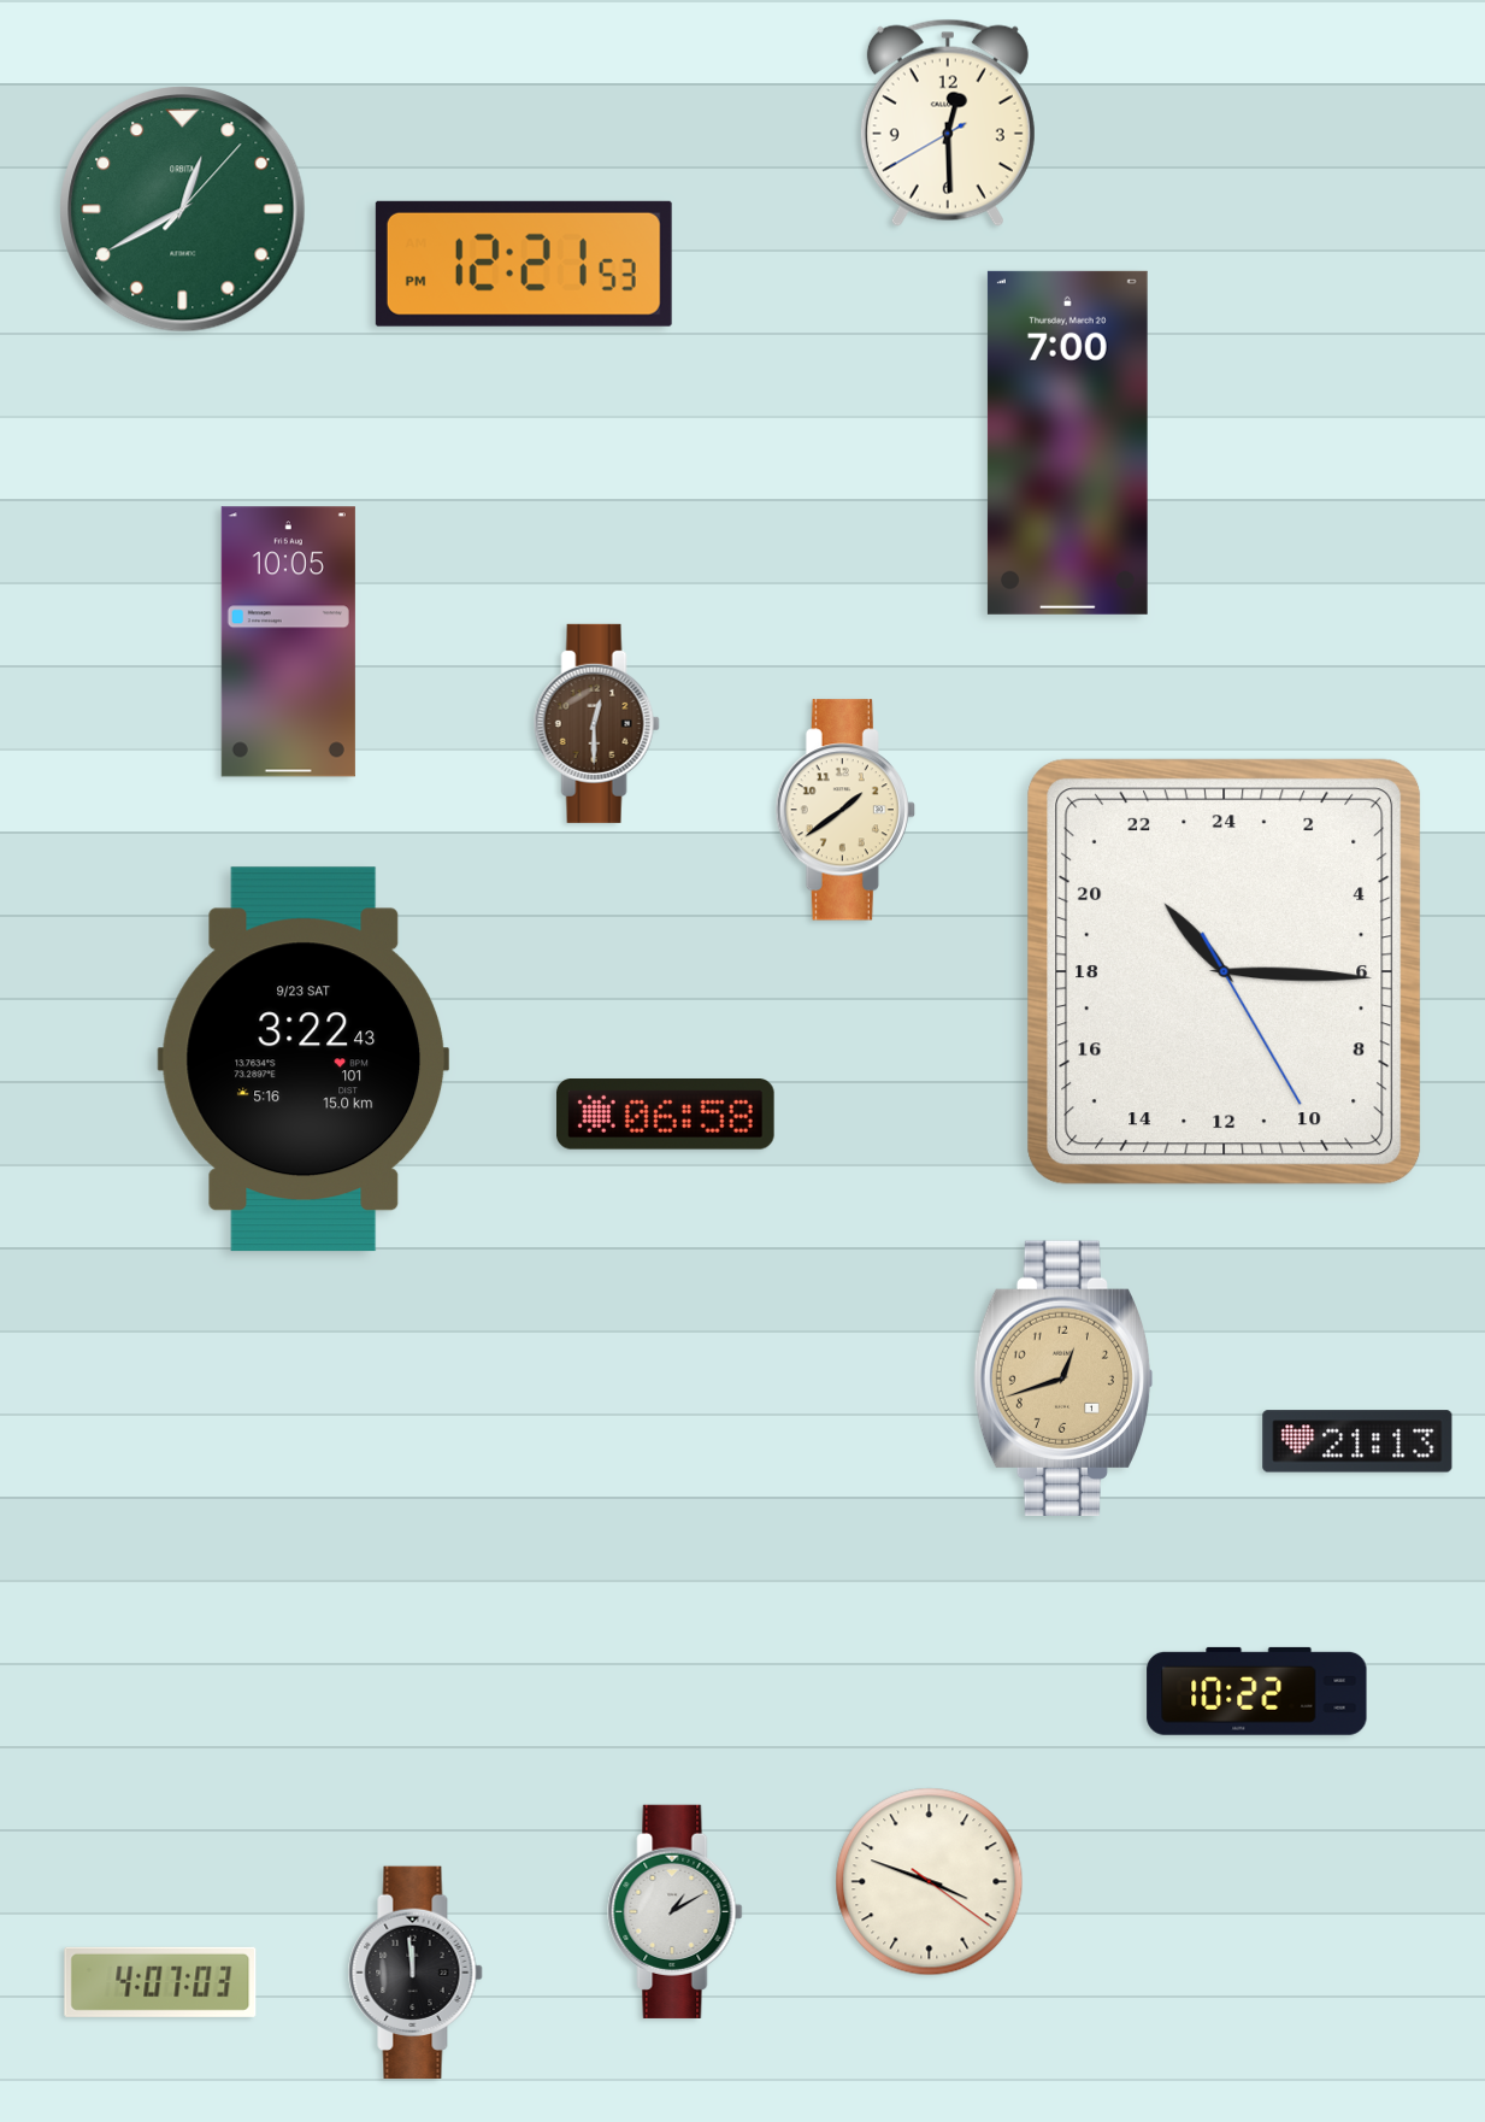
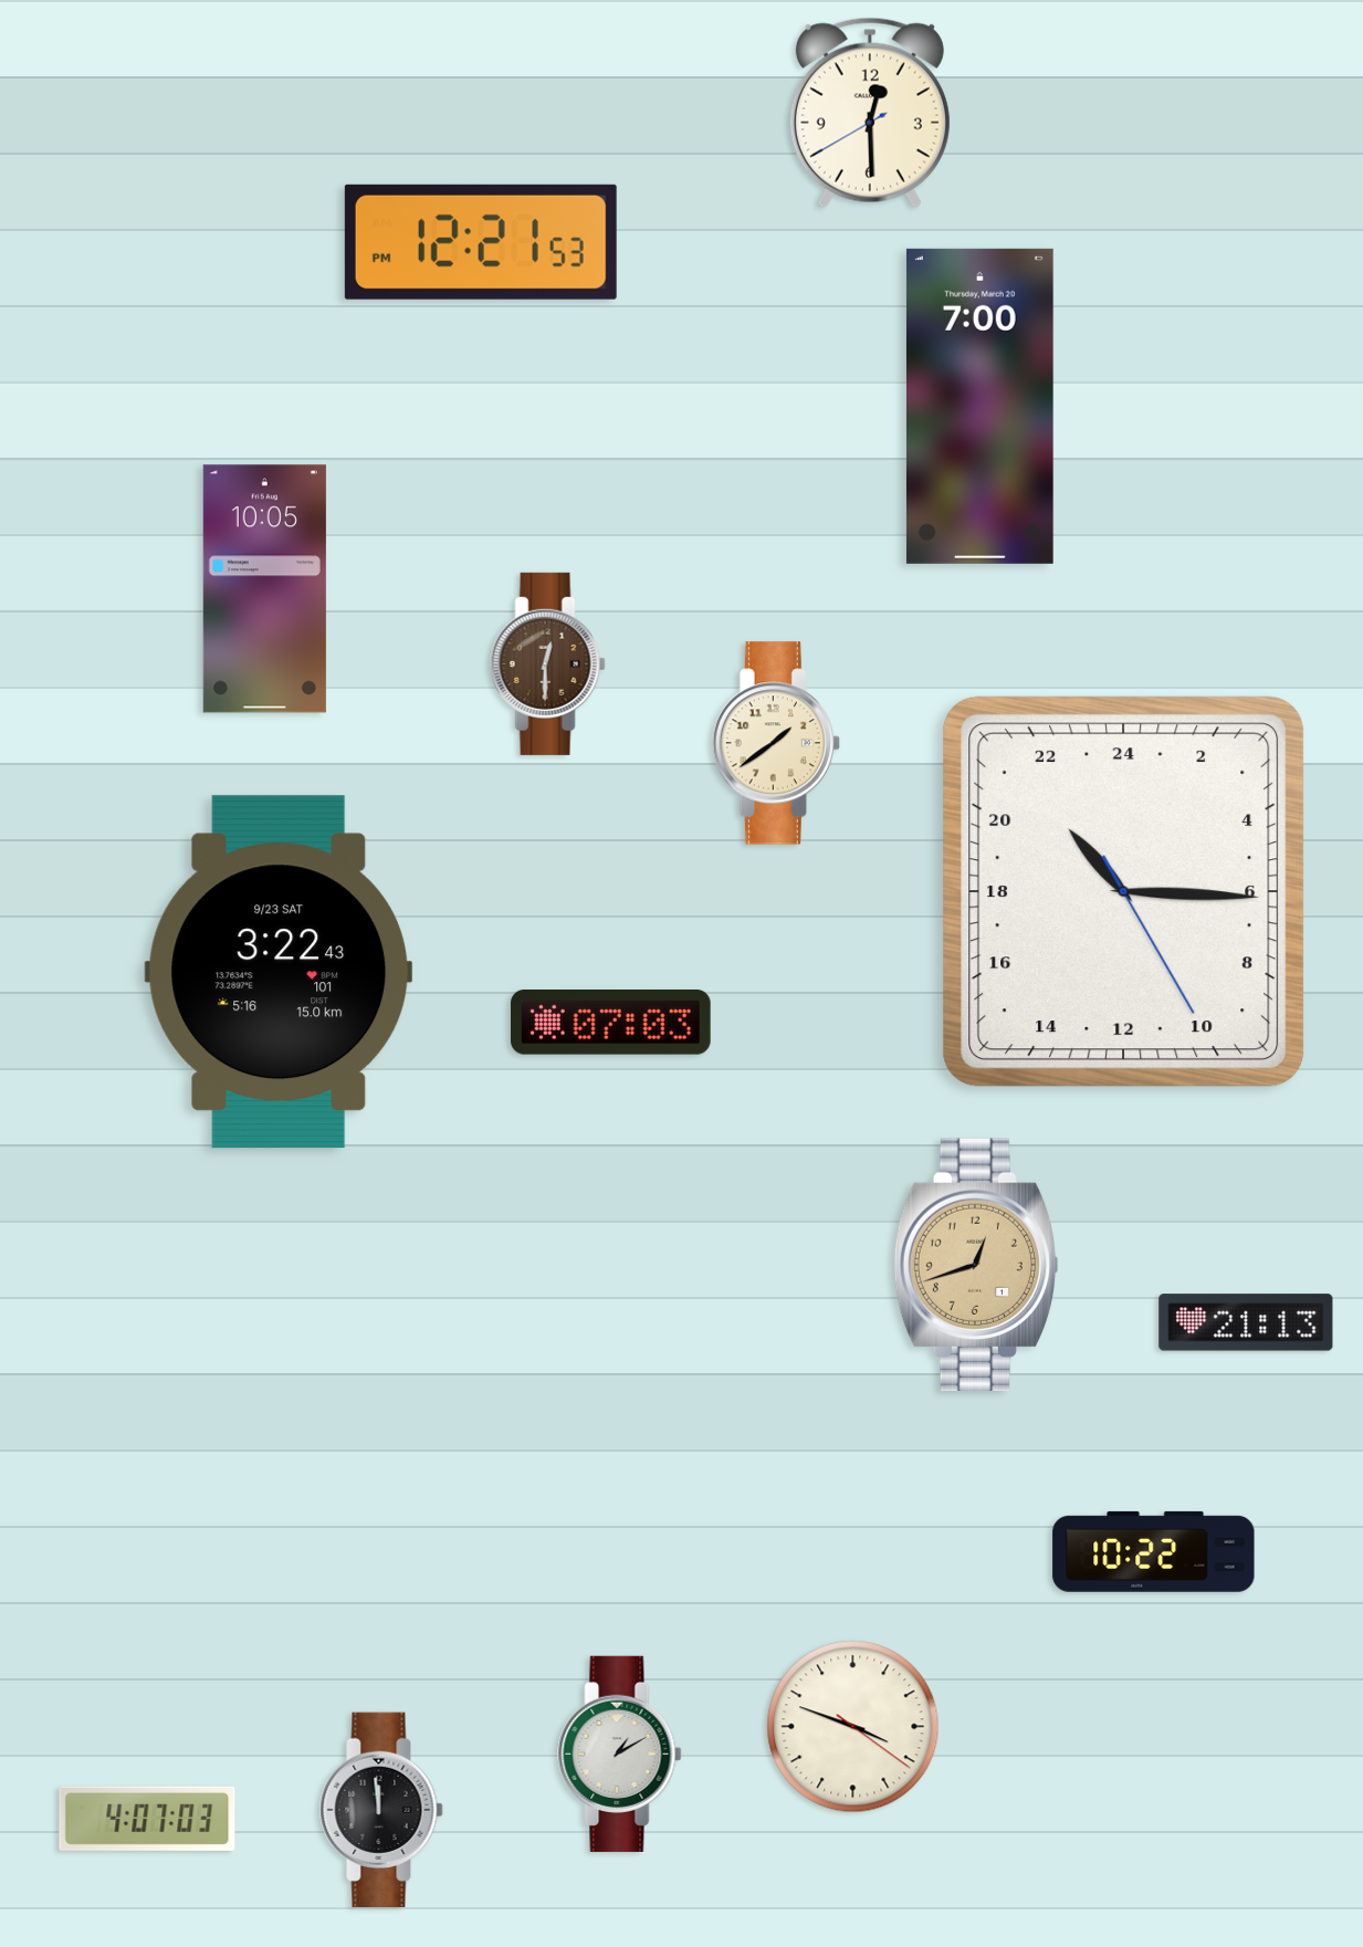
clock at (183, 210): 12:40 -> none
clock at (665, 1115): 06:58 -> 07:03
